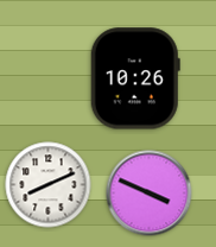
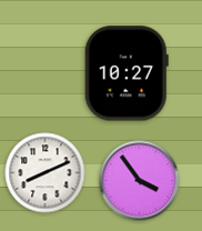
clock at (135, 78): 10:26 -> 10:27
clock at (150, 194): 3:49 -> 3:54
